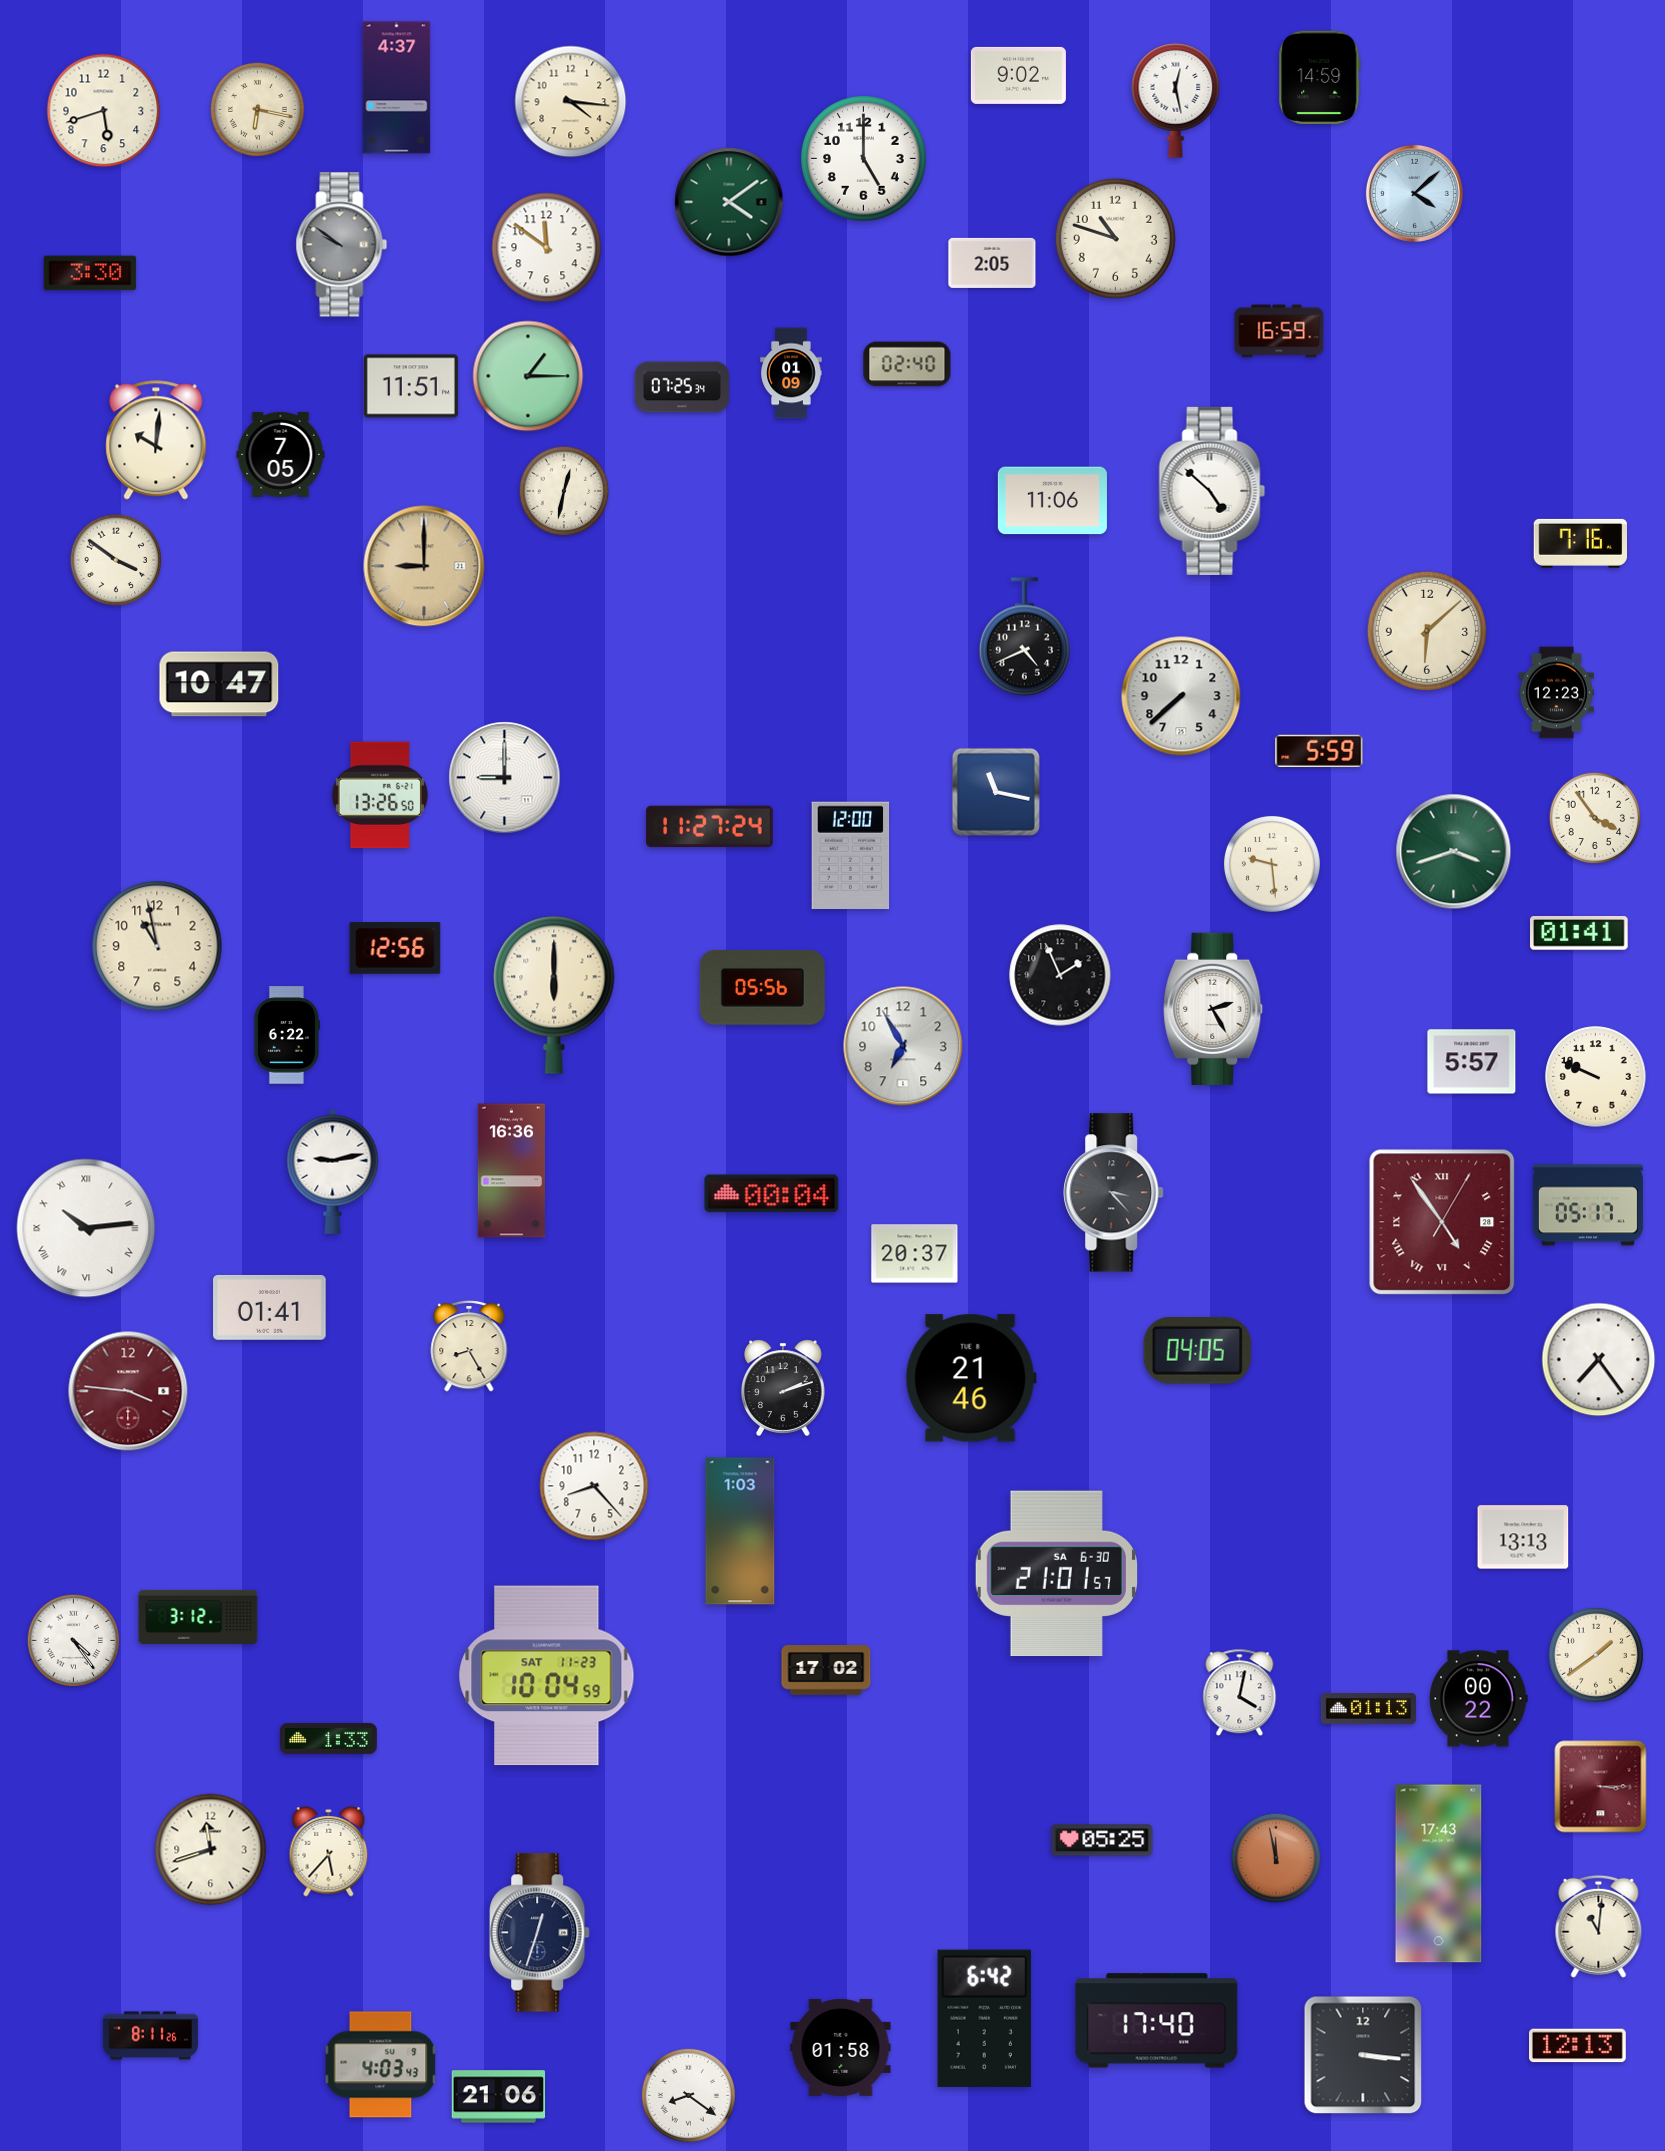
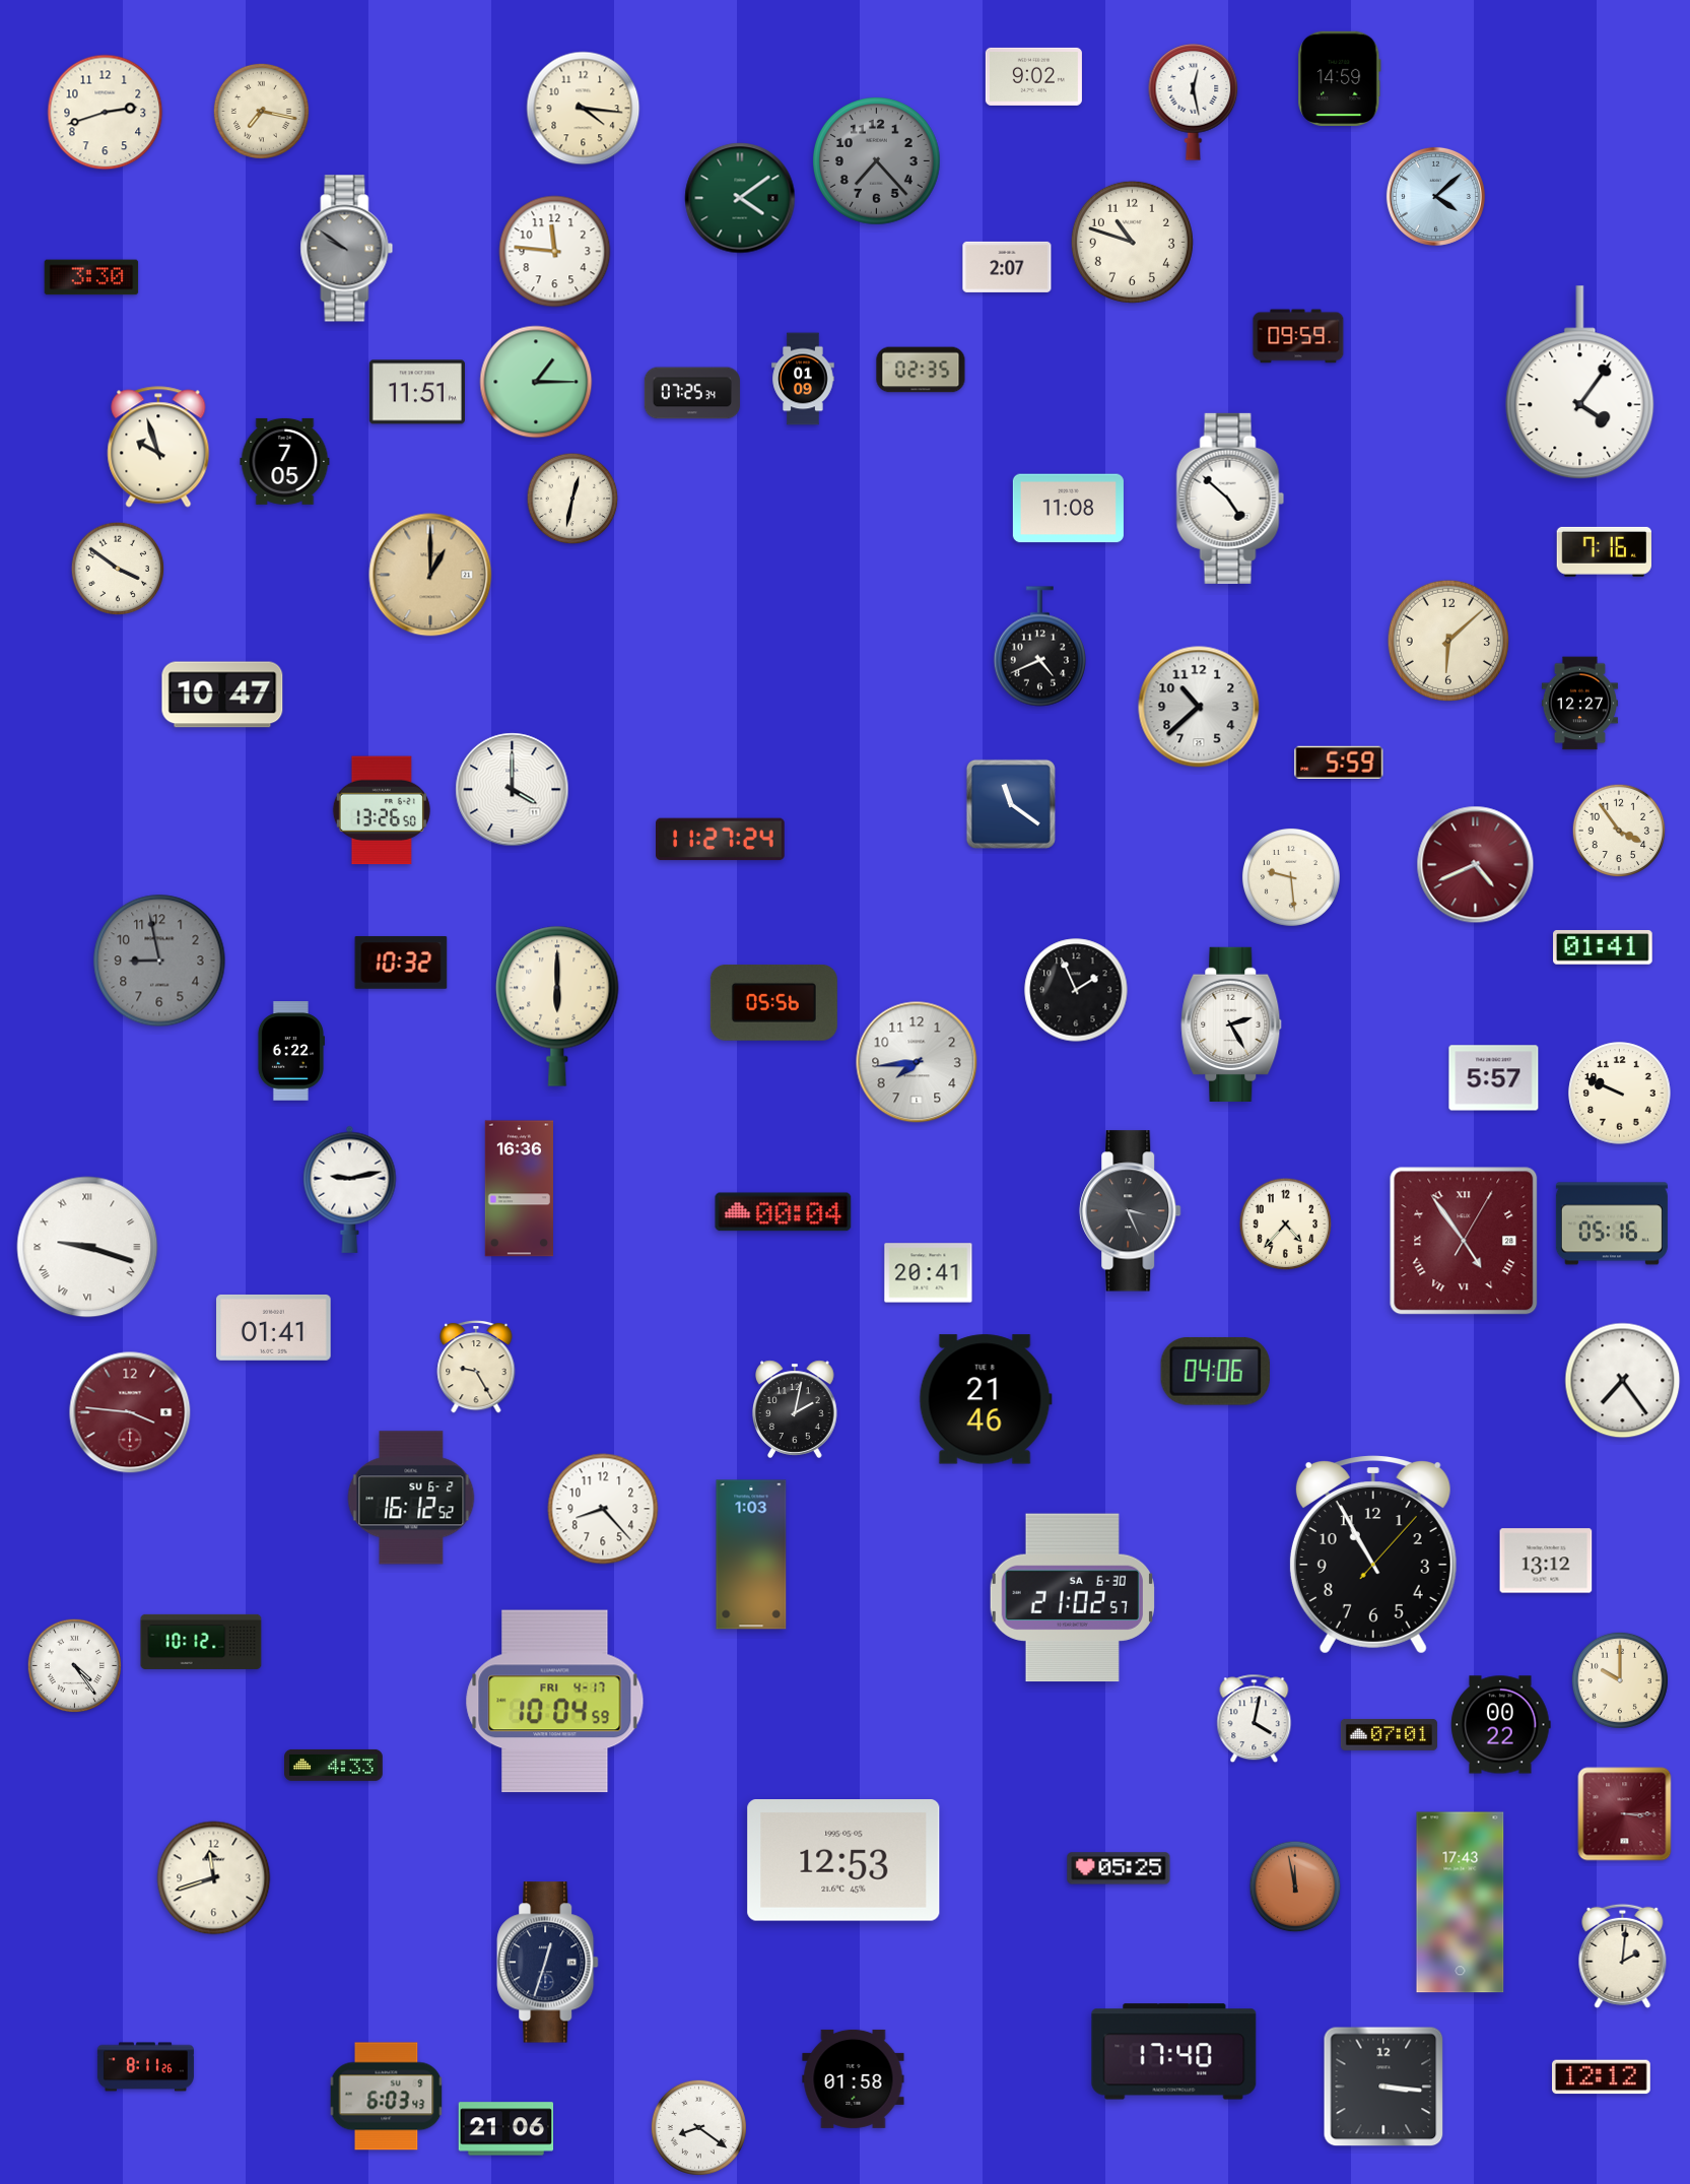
clock at (397, 88): 4:37 -> none
clock at (571, 102) position: (571, 102) -> (584, 109)
clock at (257, 109): 6:17 -> 7:17
clock at (104, 111): 5:42 -> 2:42
clock at (864, 159): 5:00 -> 7:23
clock at (864, 159) dial: white -> grey
clock at (729, 202) position: (729, 202) -> (740, 198)
clock at (547, 248): 11:51 -> 11:46
clock at (992, 263): 2:05 -> 2:07
clock at (1279, 331): 16:59 -> 09:59
clock at (907, 364): 02:40 -> 02:35
clock at (1580, 383): none -> 4:06
clock at (156, 440): 10:01 -> 9:57
clock at (1052, 501): 11:06 -> 11:08
clock at (424, 566): 9:00 -> 1:00
clock at (1556, 693): 12:23 -> 12:27
clock at (1181, 696): 7:38 -> 10:38
clock at (505, 778): 9:00 -> 4:00
clock at (996, 792): 11:17 -> 11:21
clock at (380, 795) position: (380, 795) -> (382, 810)
clock at (1454, 852): 3:42 -> 4:41
clock at (1454, 852) dial: green -> burgundy
clock at (851, 856): 12:00 -> none
clock at (157, 946): 10:58 -> 8:58
clock at (157, 946) dial: cream -> grey
clock at (395, 948): 12:56 -> 10:32
clock at (554, 995) position: (554, 995) -> (557, 1006)
clock at (903, 1046): 6:55 -> 7:44
clock at (333, 1171) position: (333, 1171) -> (350, 1189)
clock at (1114, 1193): 3:23 -> 3:26
clock at (1588, 1205): 05:17 -> 05:16
clock at (1286, 1225): none -> 4:37
clock at (86, 1228): 10:14 -> 9:18
clock at (915, 1254): 20:37 -> 20:41
clock at (469, 1346): 8:25 -> 9:25
clock at (1197, 1351): 04:05 -> 04:06
clock at (784, 1388): 2:12 -> 2:02
clock at (411, 1498): none -> 16:12
clock at (1373, 1554): none -> 10:55
clock at (1523, 1537): 13:13 -> 13:12
clock at (1056, 1574): 21:01 -> 21:02
clock at (198, 1617): 3:12 -> 10:12
clock at (1596, 1655): 1:39 -> 10:00
clock at (826, 1670): 17:02 -> none
clock at (547, 1676) date: SAT 11-23 -> FRI 4-17
clock at (1240, 1693) position: (1240, 1693) -> (1255, 1719)
clock at (1368, 1708): 01:13 -> 07:01
clock at (329, 1738): 1:33 -> 4:33
clock at (843, 1861): none -> 12:53
clock at (329, 1852): 5:37 -> none
clock at (1599, 1926): 11:01 -> 2:01
clock at (984, 2018): 6:42 -> none
clock at (150, 2036) position: (150, 2036) -> (145, 2067)
clock at (1578, 2046): 12:13 -> 12:12
clock at (381, 2065): 4:03 -> 6:03
